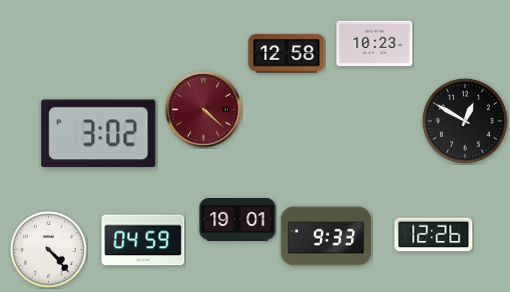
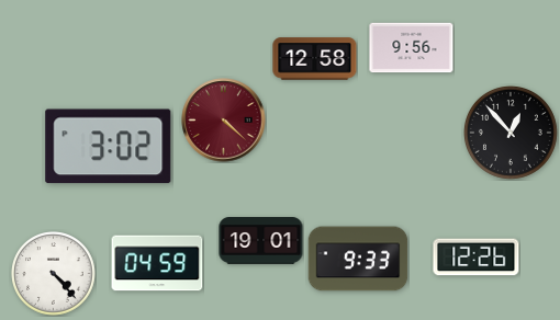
clock at (375, 44): 10:23 -> 9:56
clock at (465, 121): 12:50 -> 12:53
